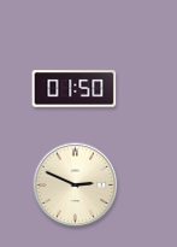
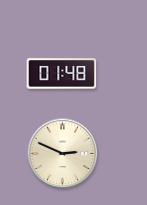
clock at (75, 89): 01:50 -> 01:48
